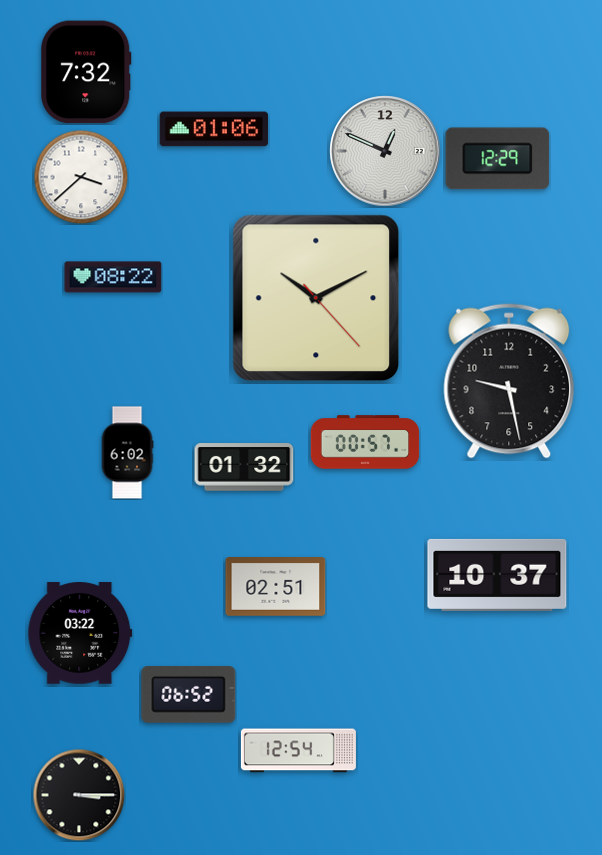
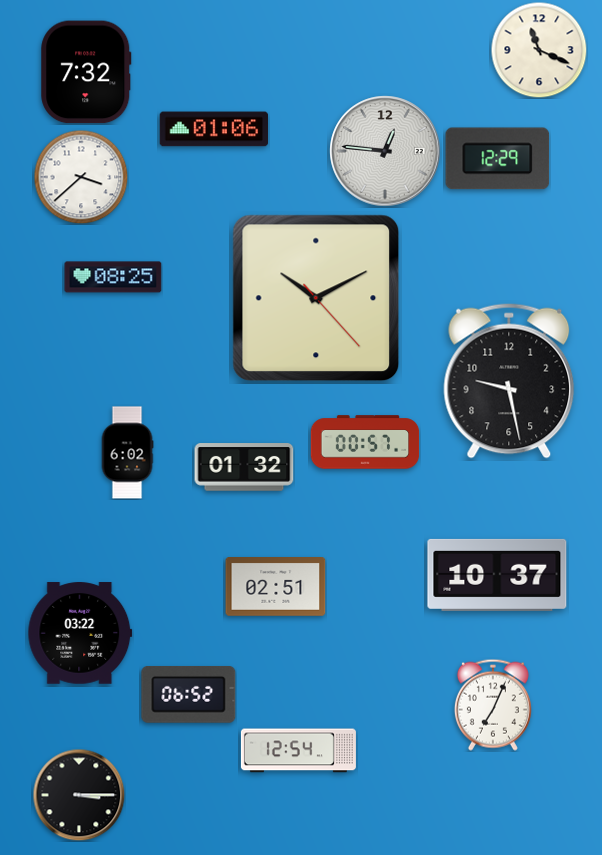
clock at (539, 50): none -> 11:19
clock at (385, 151): 12:49 -> 12:46
clock at (113, 277): 08:22 -> 08:25
clock at (493, 705): none -> 7:04
